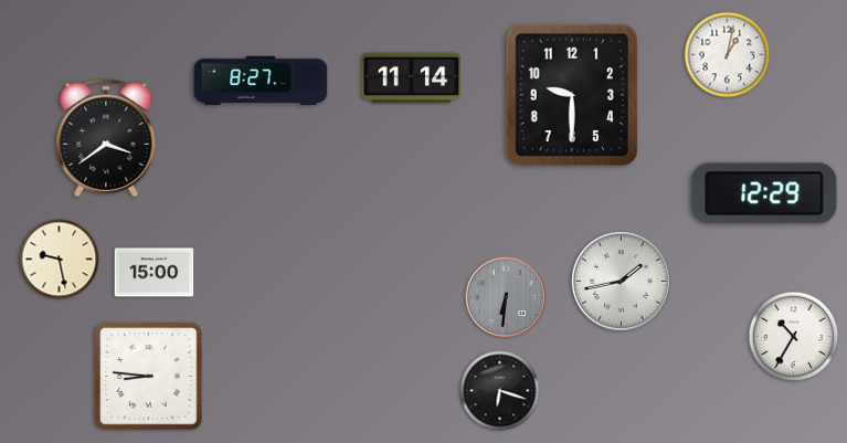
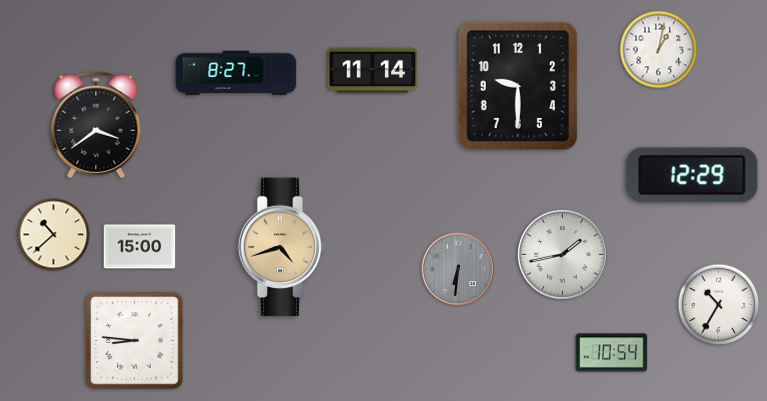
clock at (60, 260): 9:28 -> 10:38
clock at (282, 247): none -> 4:42
clock at (612, 353): none -> 10:54
clock at (500, 391): 6:18 -> none
